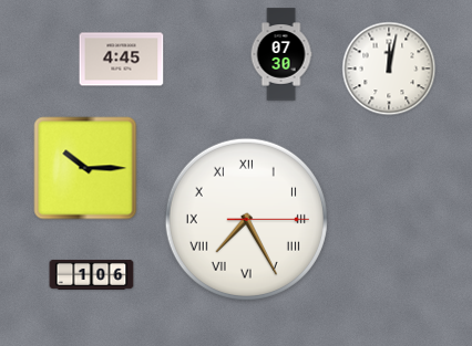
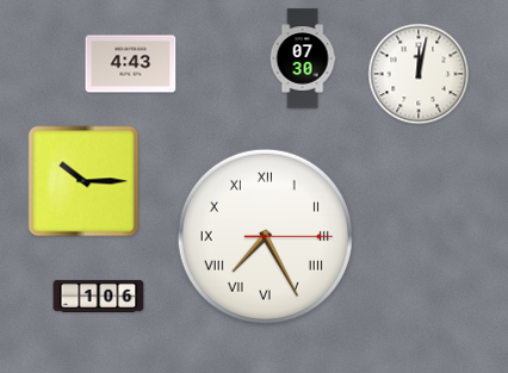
clock at (122, 60): 4:45 -> 4:43
clock at (85, 168) position: (85, 168) -> (83, 181)
